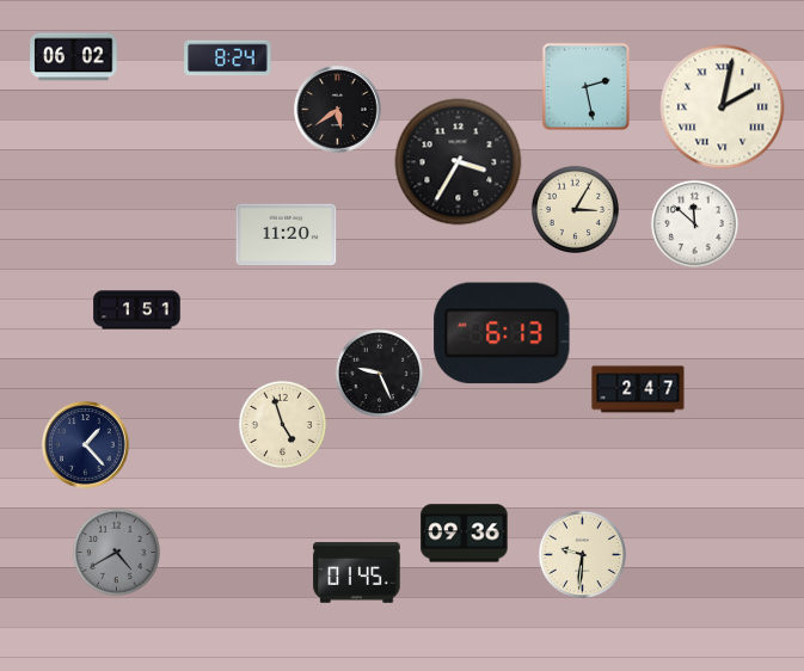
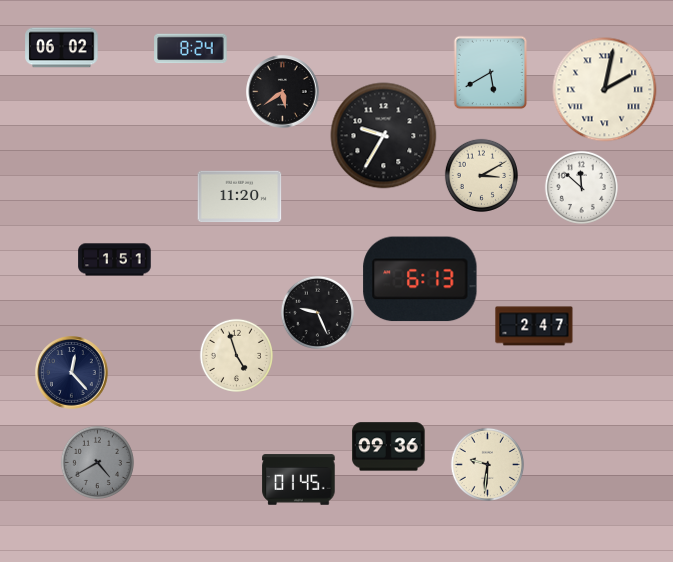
clock at (587, 87): 2:28 -> 5:40
clock at (459, 162): 3:35 -> 9:35
clock at (575, 209): 3:05 -> 3:10
clock at (86, 445): 1:23 -> 12:23
